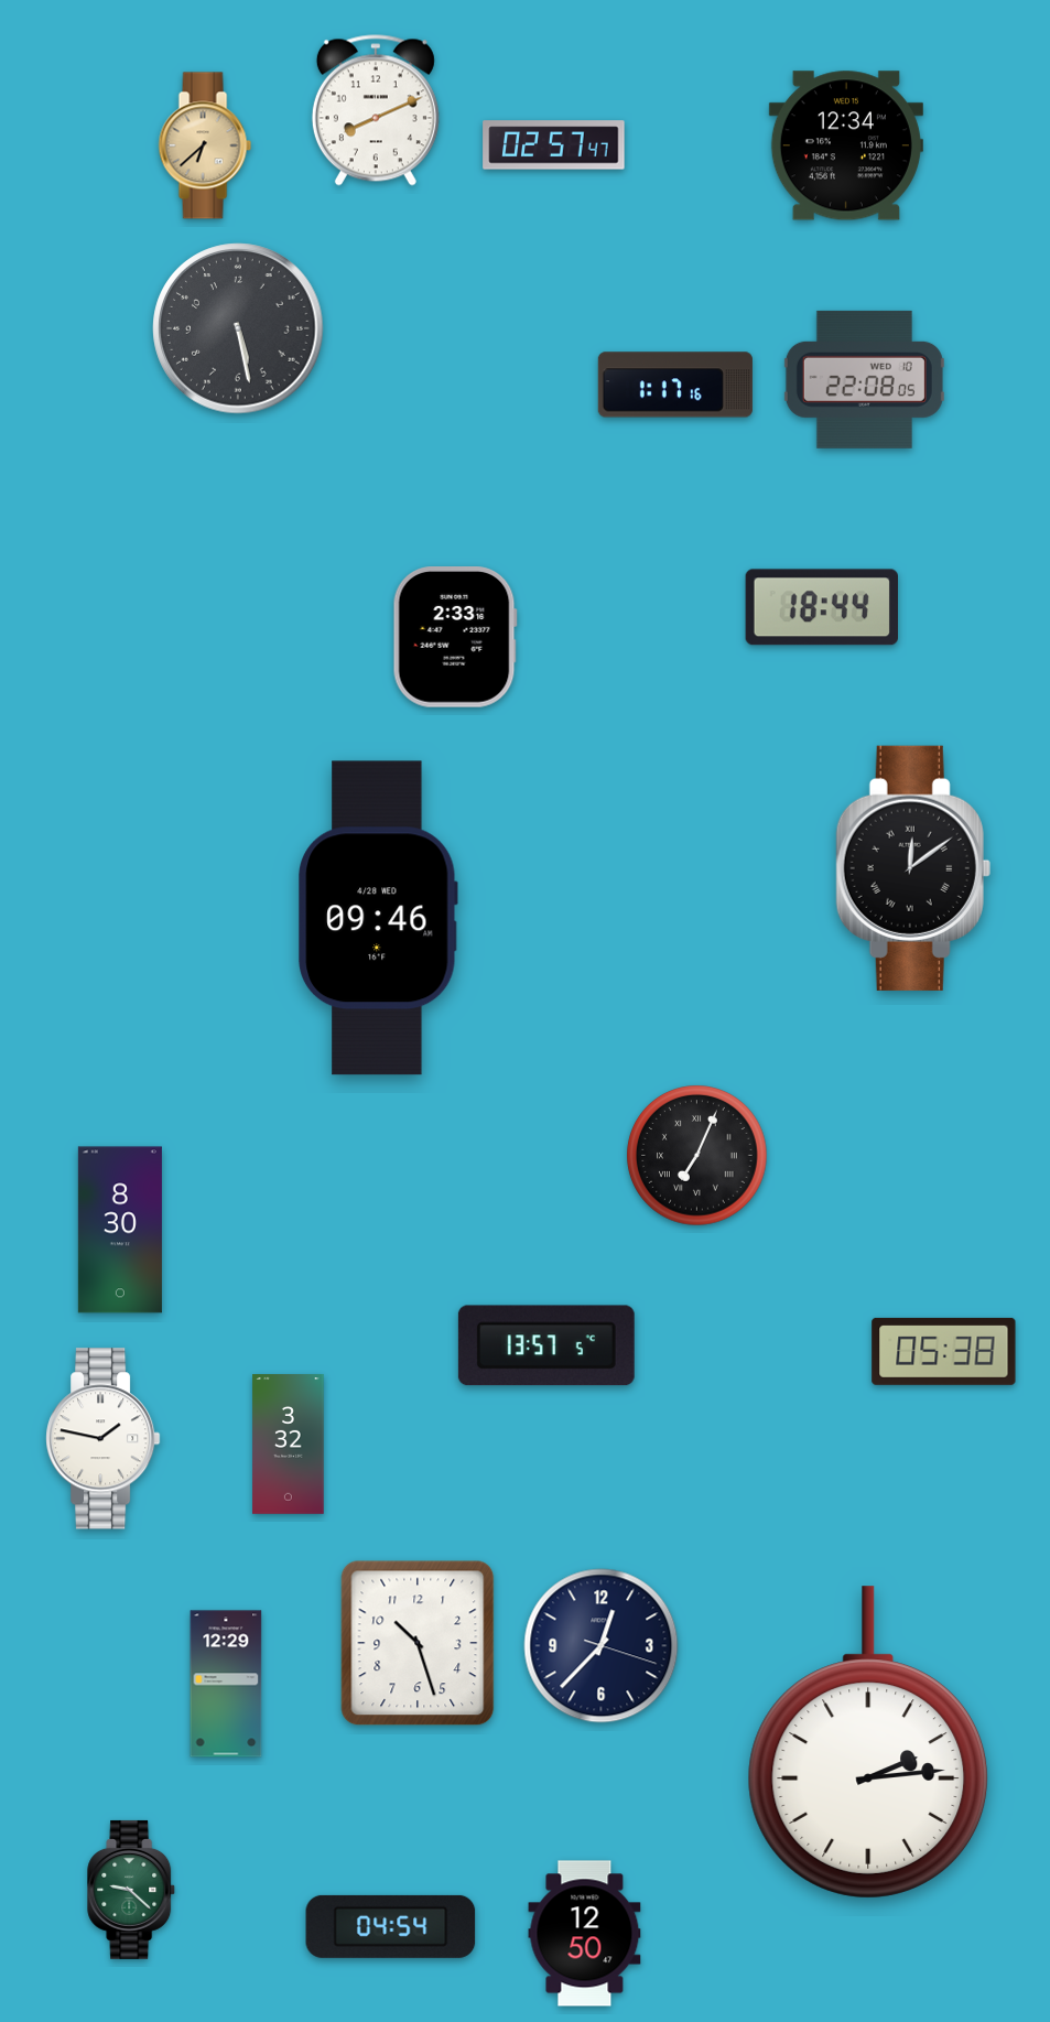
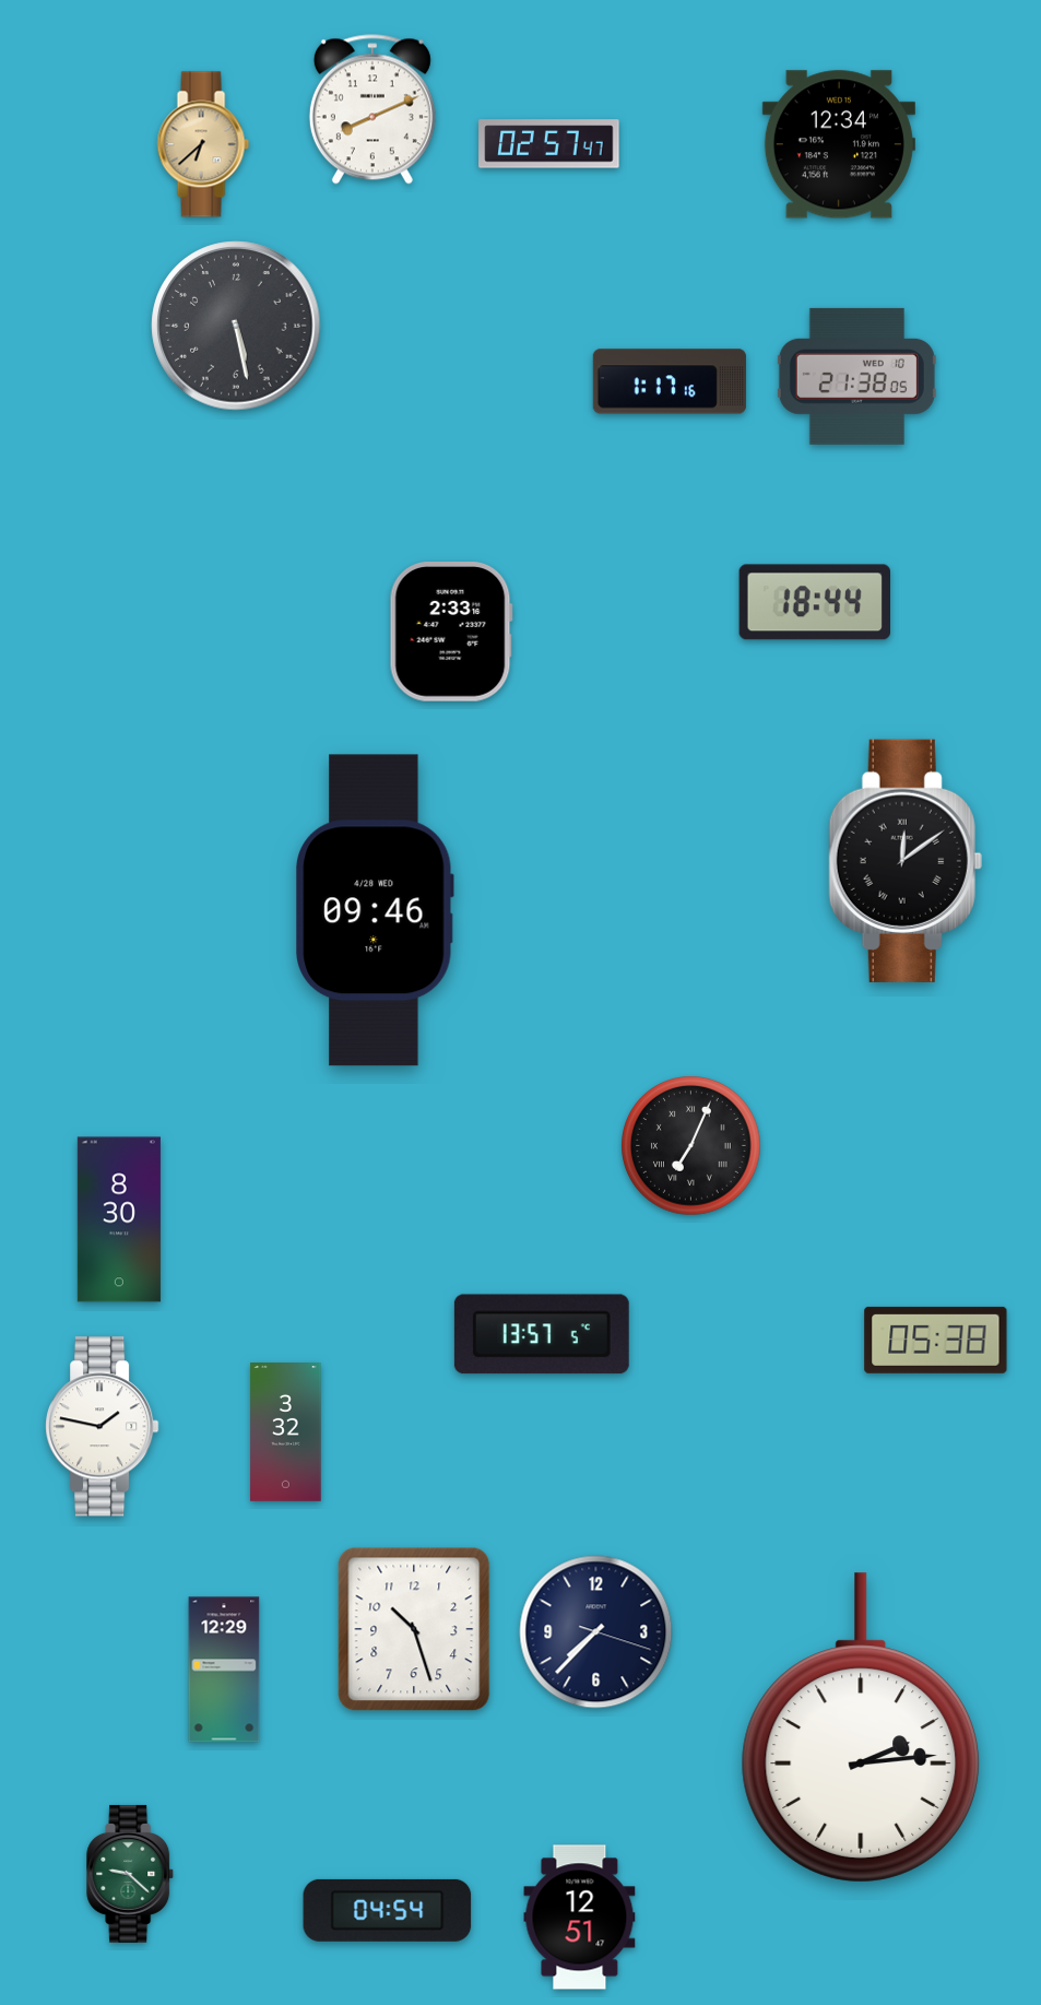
clock at (864, 379): 22:08 -> 21:38
clock at (602, 1646): 12:37 -> 7:37
clock at (585, 1934): 12:50 -> 12:51
